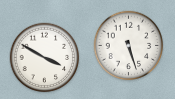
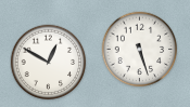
clock at (45, 58): 3:50 -> 12:50
